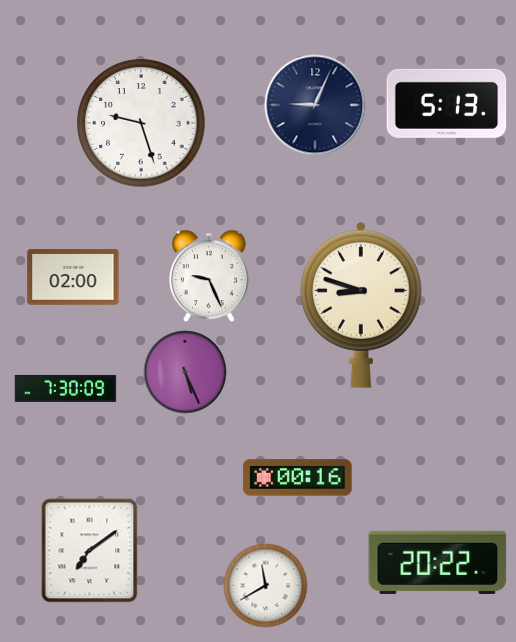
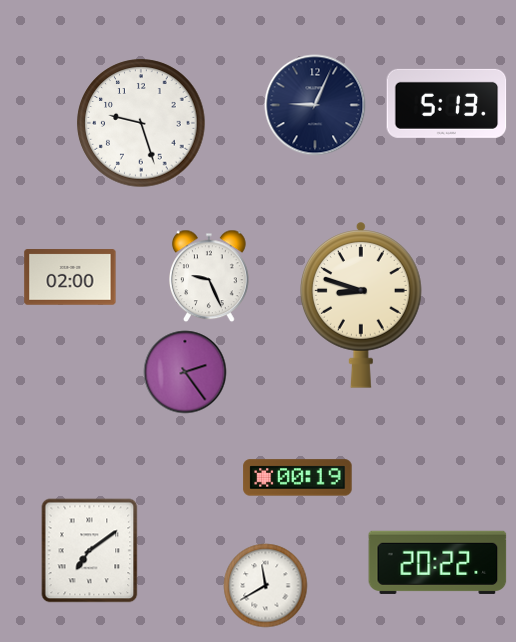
clock at (73, 277) position: (73, 277) -> (70, 277)
clock at (185, 372): 5:26 -> 2:24
clock at (66, 388): 7:30 -> none
clock at (298, 478): 00:16 -> 00:19
